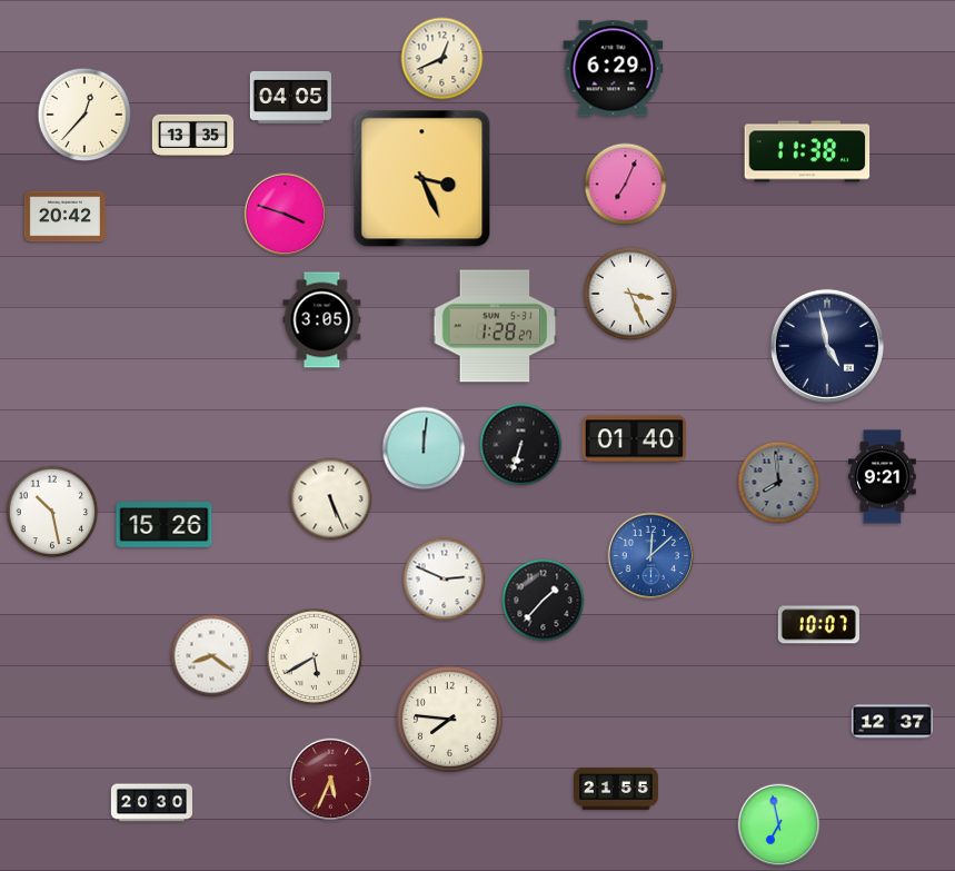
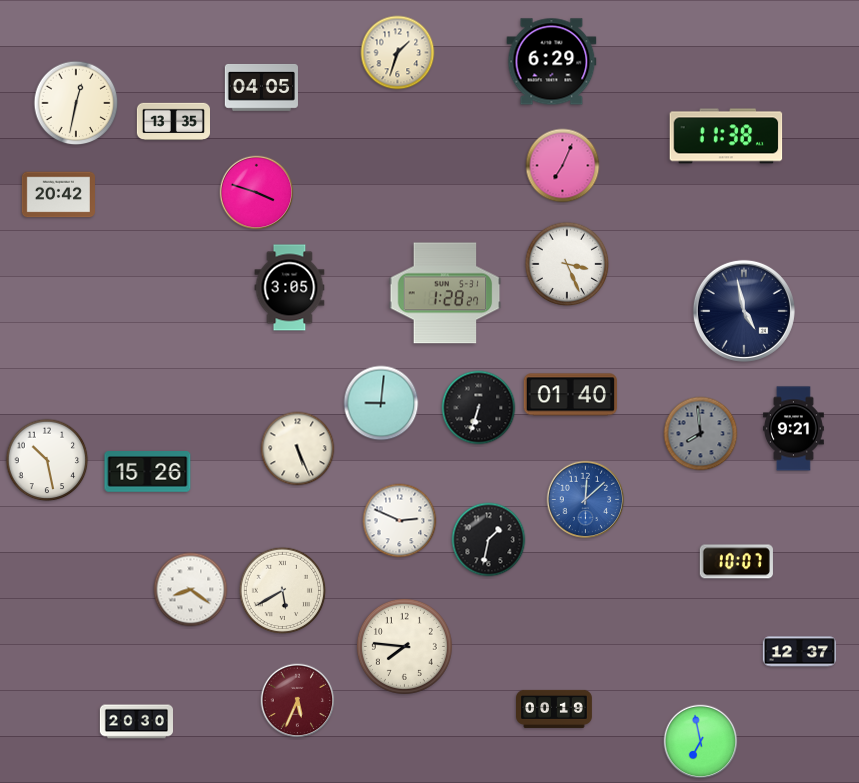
clock at (442, 59): 12:41 -> 1:33
clock at (84, 115): 12:37 -> 12:32
clock at (422, 179): 3:26 -> none
clock at (521, 445) position: (521, 445) -> (479, 408)
clock at (424, 448): 12:01 -> 9:01
clock at (544, 601): 1:37 -> 1:32
clock at (892, 722) position: (892, 722) -> (799, 652)
clock at (617, 789): 21:55 -> 00:19
